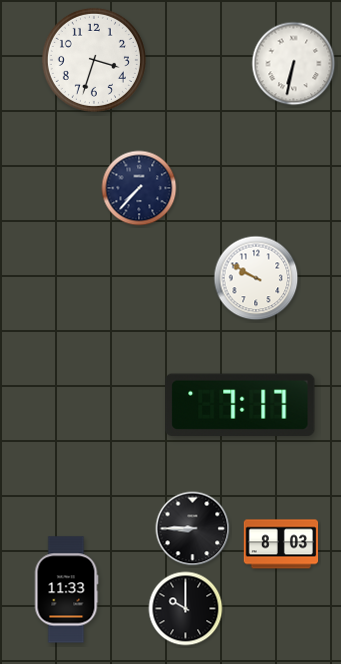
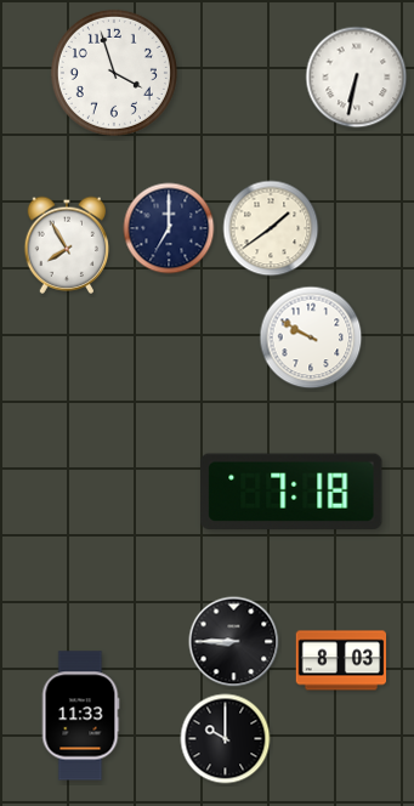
clock at (94, 60): 3:33 -> 3:57
clock at (139, 188): 7:37 -> 7:00
clock at (271, 228): none -> 1:39
clock at (67, 245): none -> 7:55
clock at (240, 404): 7:17 -> 7:18
